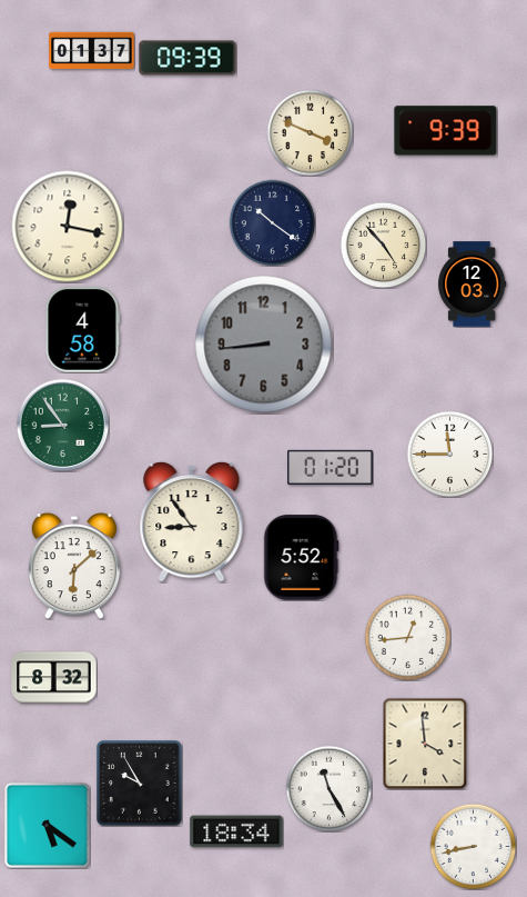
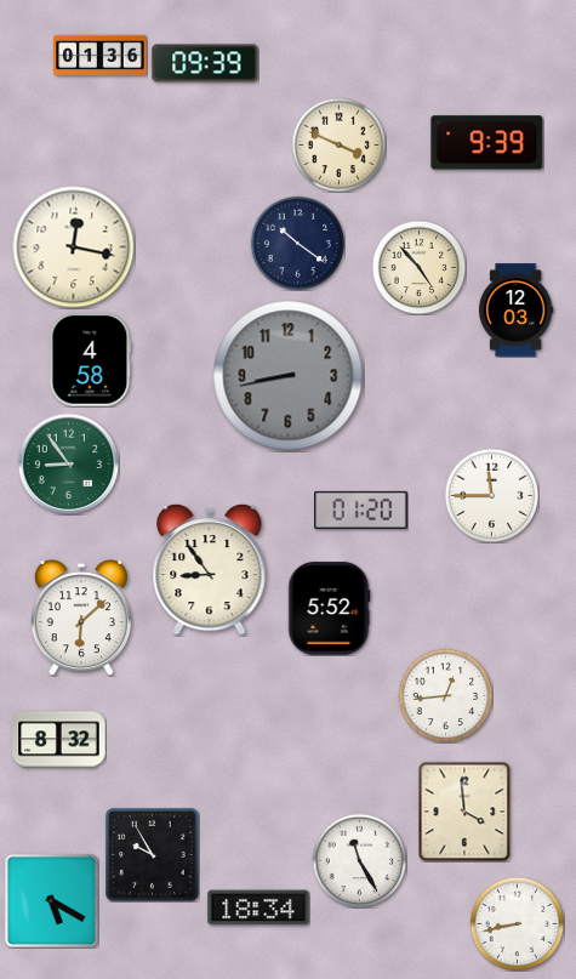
clock at (92, 51): 01:37 -> 01:36
clock at (264, 345): 8:44 -> 8:43
clock at (47, 825): 5:21 -> 5:20
